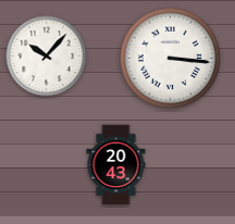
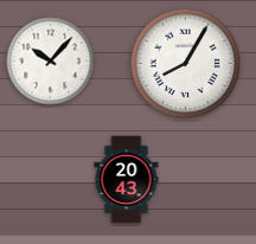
clock at (171, 59): 3:16 -> 8:05
